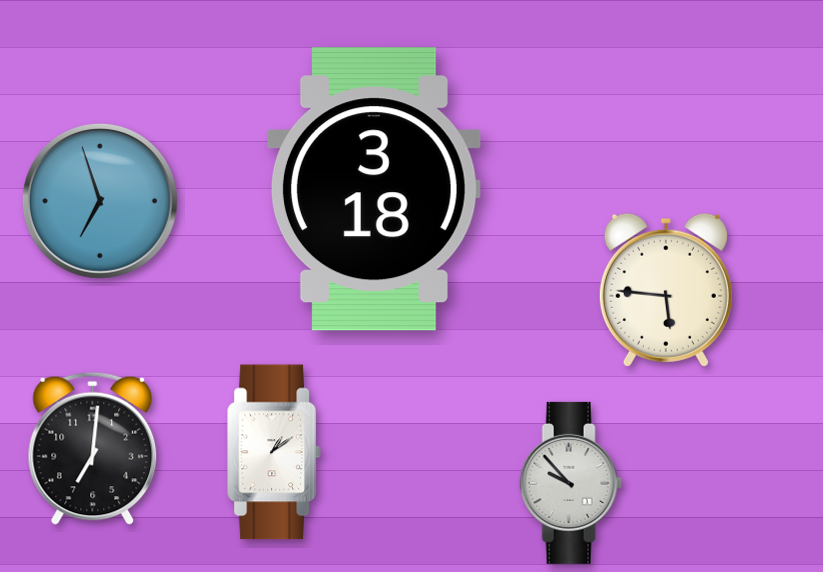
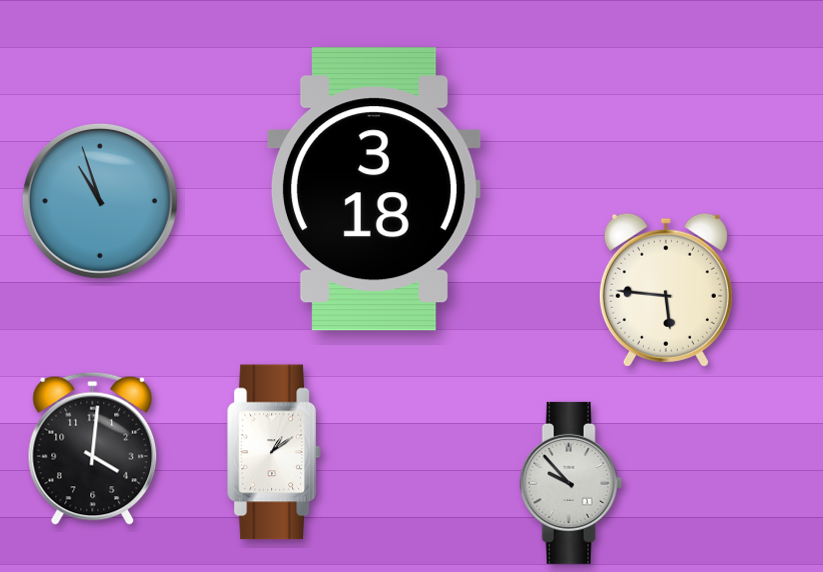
clock at (100, 201): 6:57 -> 10:57
clock at (93, 448): 7:01 -> 4:01
